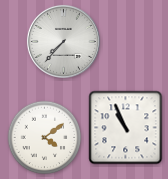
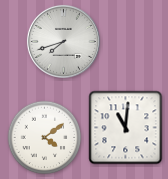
clock at (63, 41): 7:37 -> 7:42
clock at (126, 128): 10:56 -> 11:01
